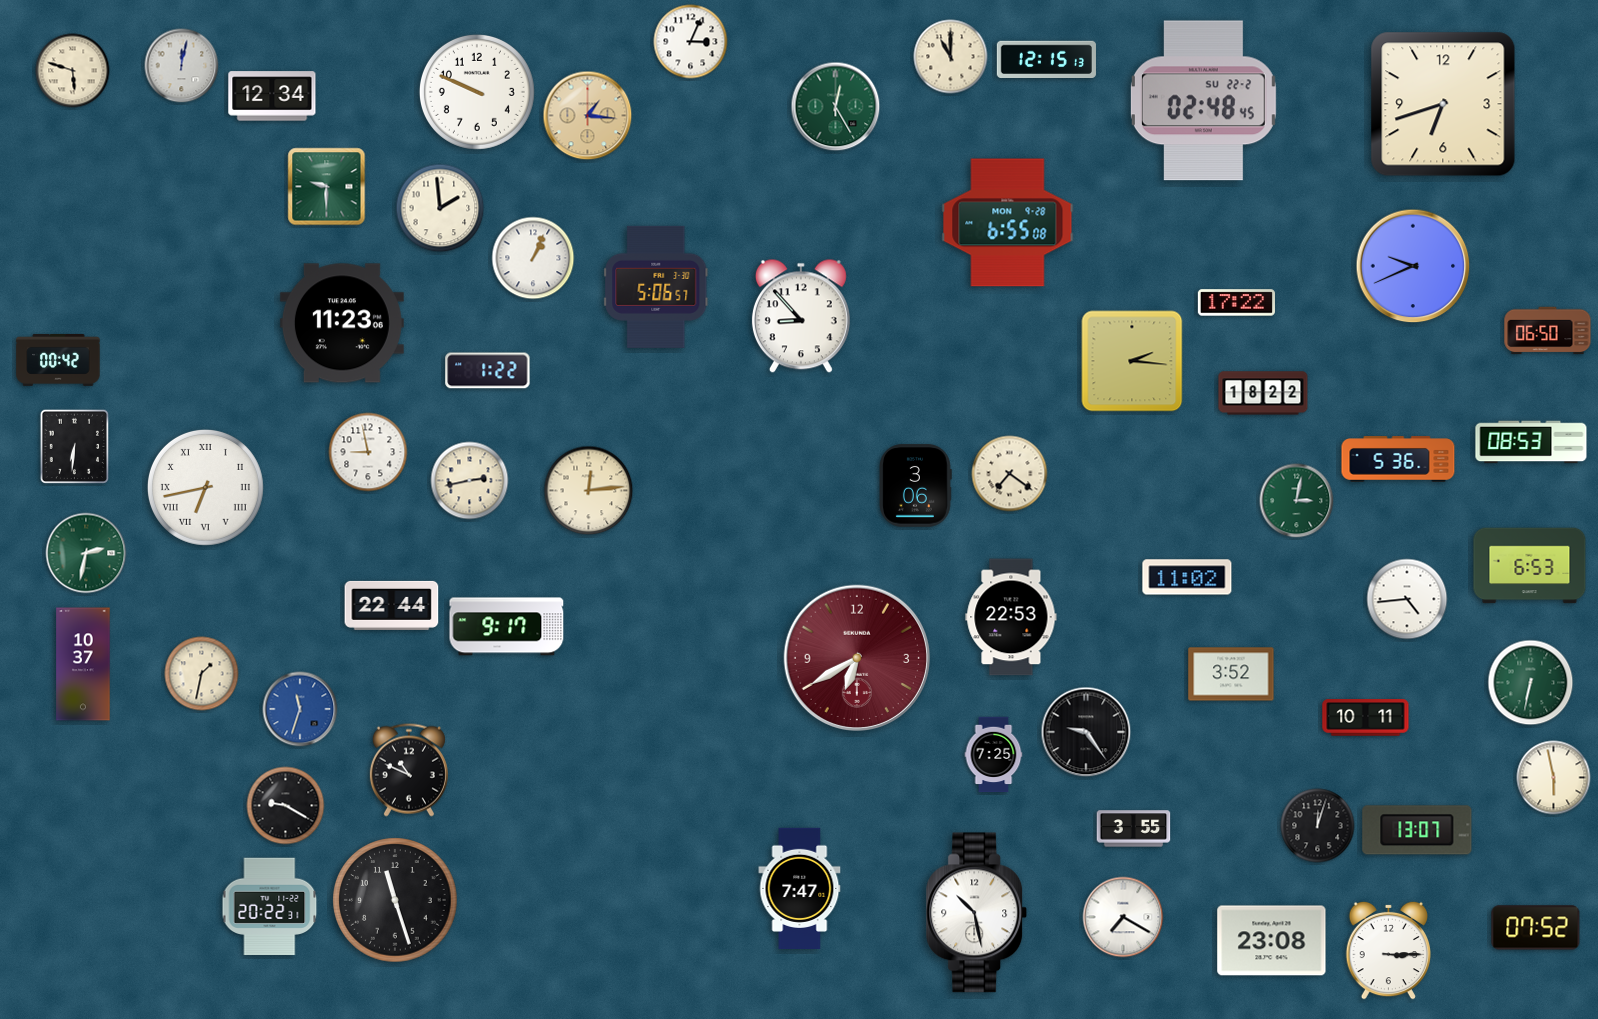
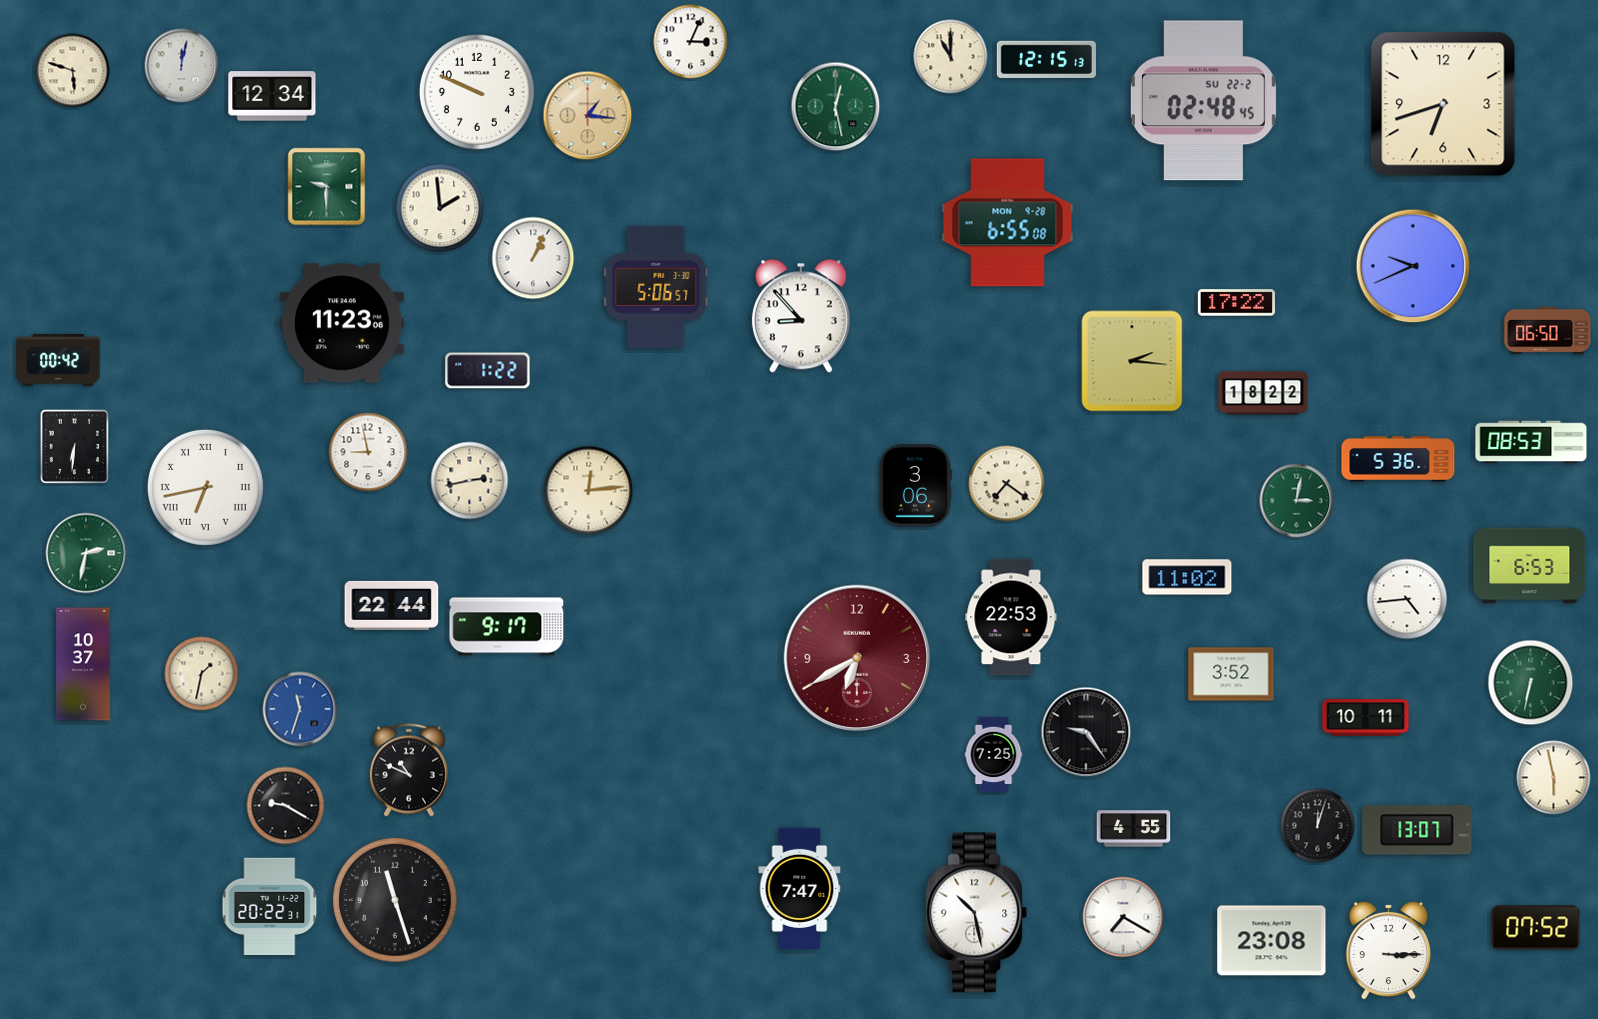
clock at (836, 107): 12:25 -> 12:28
clock at (1010, 474) position: (1010, 474) -> (1007, 484)
clock at (1134, 829): 3:55 -> 4:55
